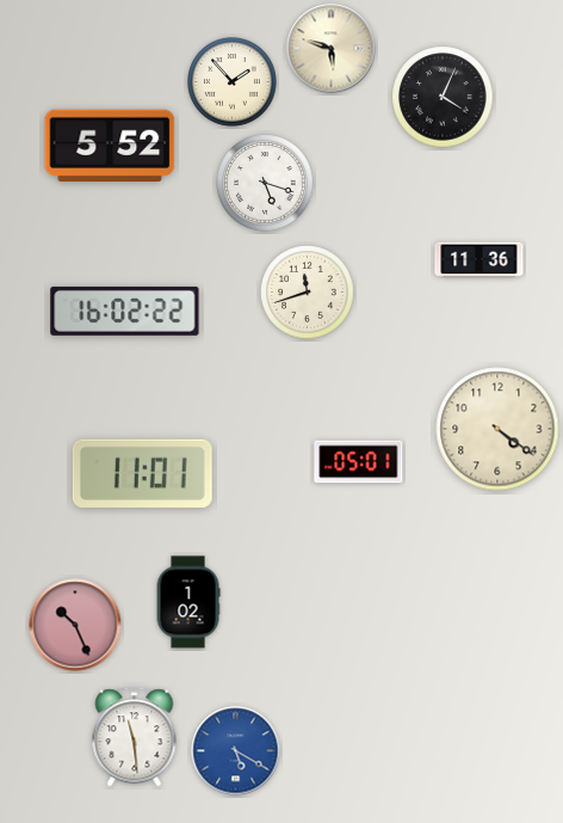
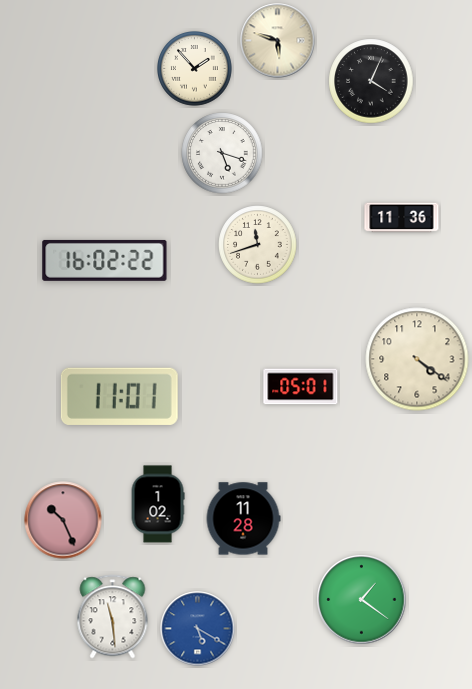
clock at (110, 146): 5:52 -> none
clock at (243, 519): none -> 11:28
clock at (75, 625) position: (75, 625) -> (63, 520)
clock at (362, 600): none -> 1:21
